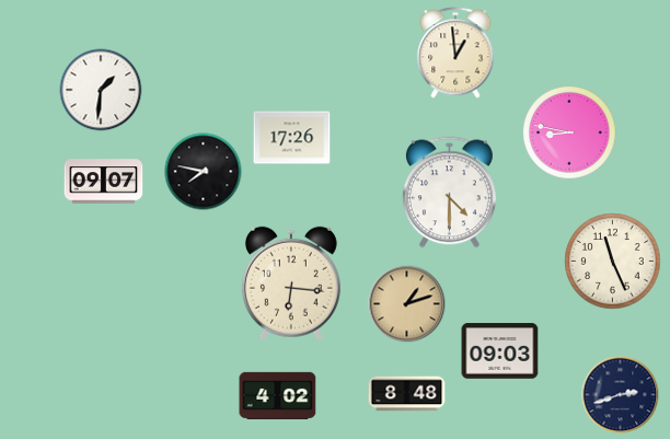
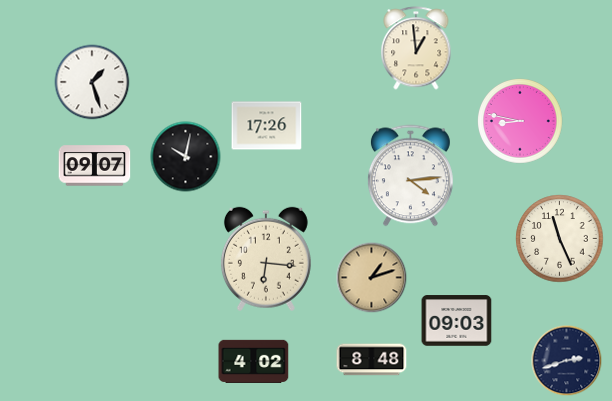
clock at (101, 90): 1:31 -> 1:27
clock at (204, 172): 7:47 -> 10:02
clock at (449, 193): 4:30 -> 4:14
